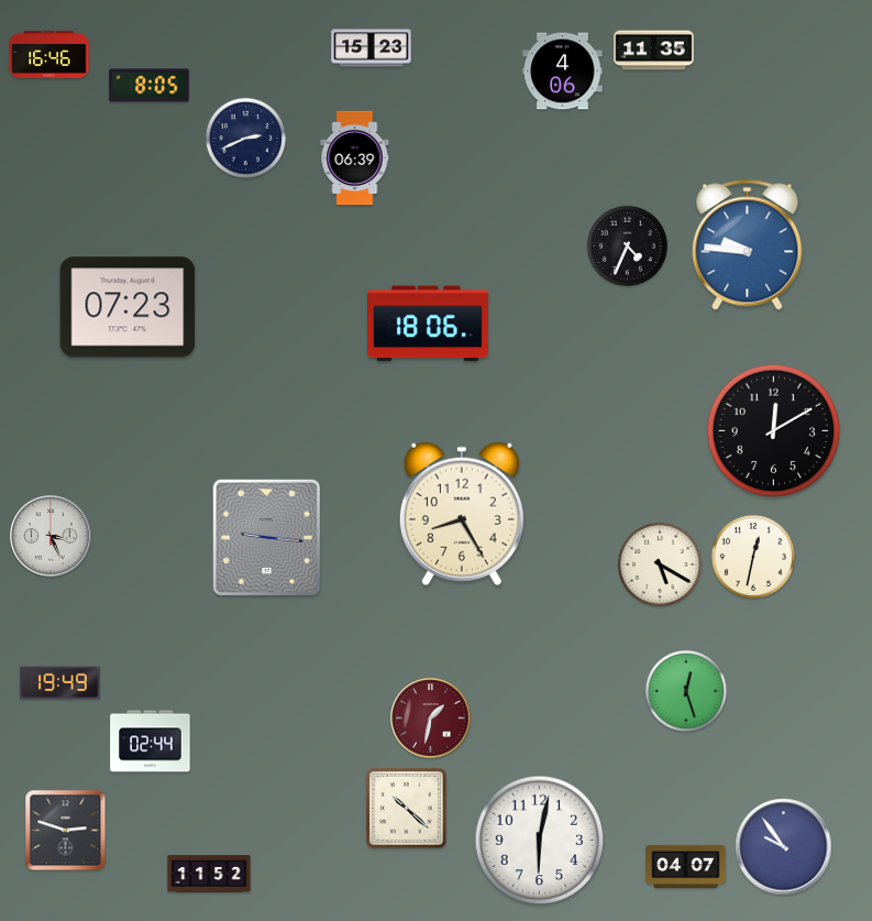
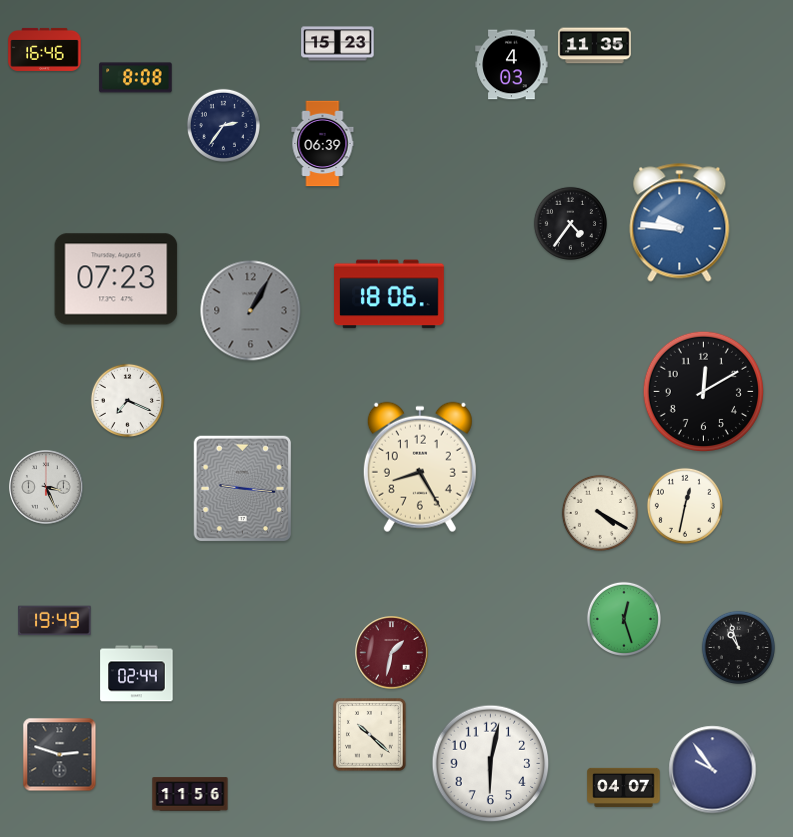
clock at (563, 72): 4:06 -> 4:03
clock at (150, 86): 8:05 -> 8:08
clock at (245, 138): 2:41 -> 2:36
clock at (627, 245): 4:34 -> 4:36
clock at (251, 311): none -> 1:05
clock at (127, 400): none -> 7:19
clock at (660, 564): 5:20 -> 4:20
clock at (686, 691) position: (686, 691) -> (624, 619)
clock at (738, 647): none -> 10:57
clock at (209, 874): 11:52 -> 11:56
